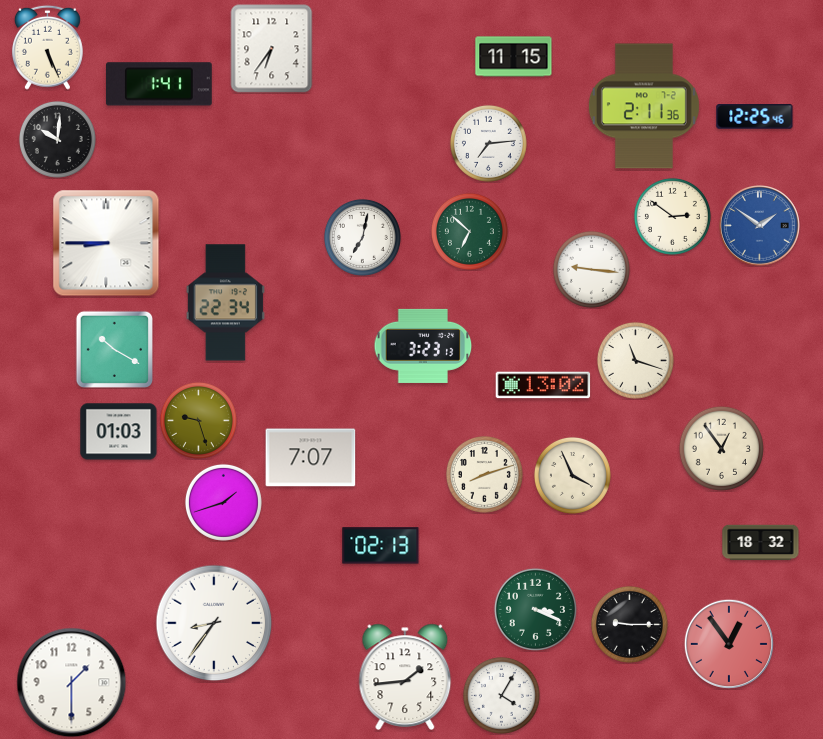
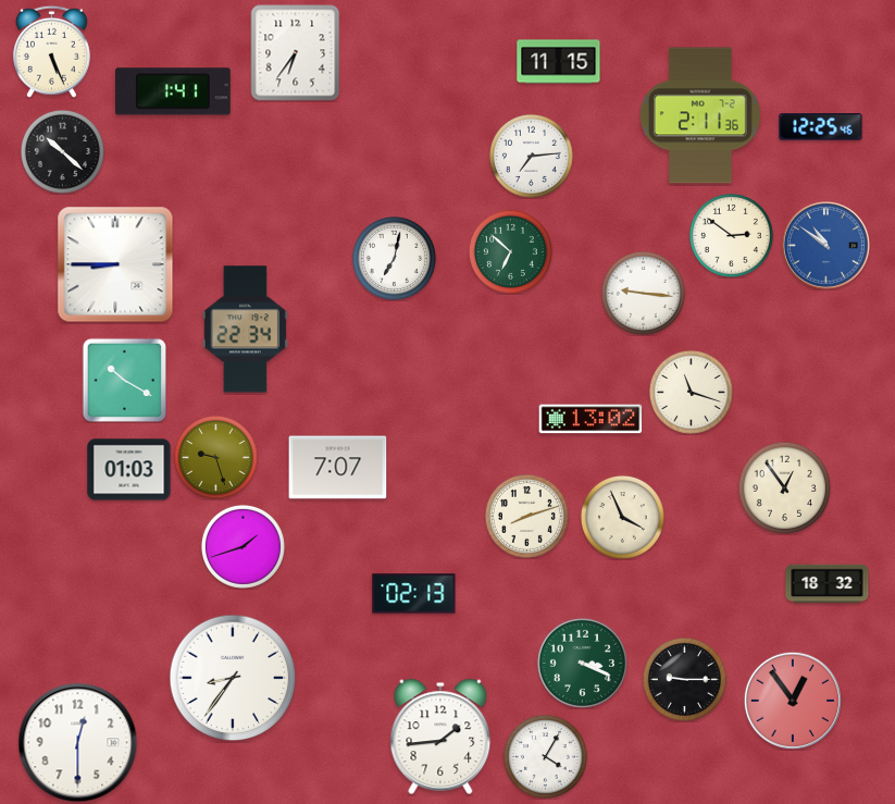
clock at (57, 139): 10:01 -> 10:22
clock at (760, 226): 1:51 -> 10:51
clock at (423, 346): 3:23 -> none
clock at (311, 458) position: (311, 458) -> (338, 468)
clock at (761, 543) position: (761, 543) -> (828, 584)
clock at (72, 683): 1:30 -> 12:30
